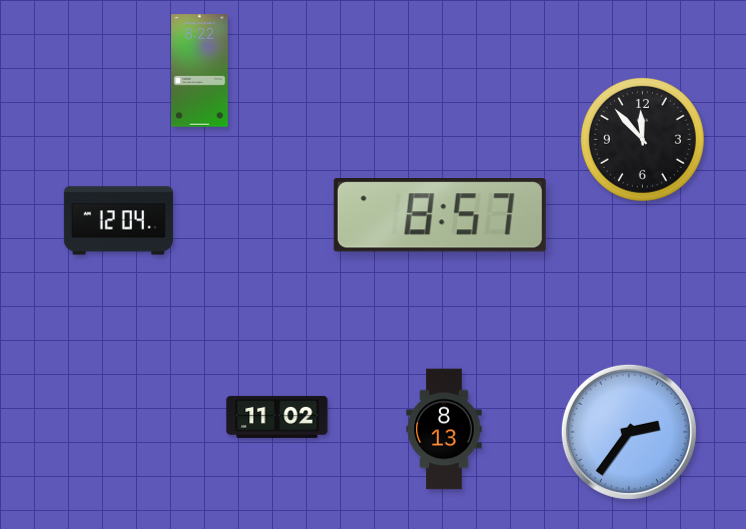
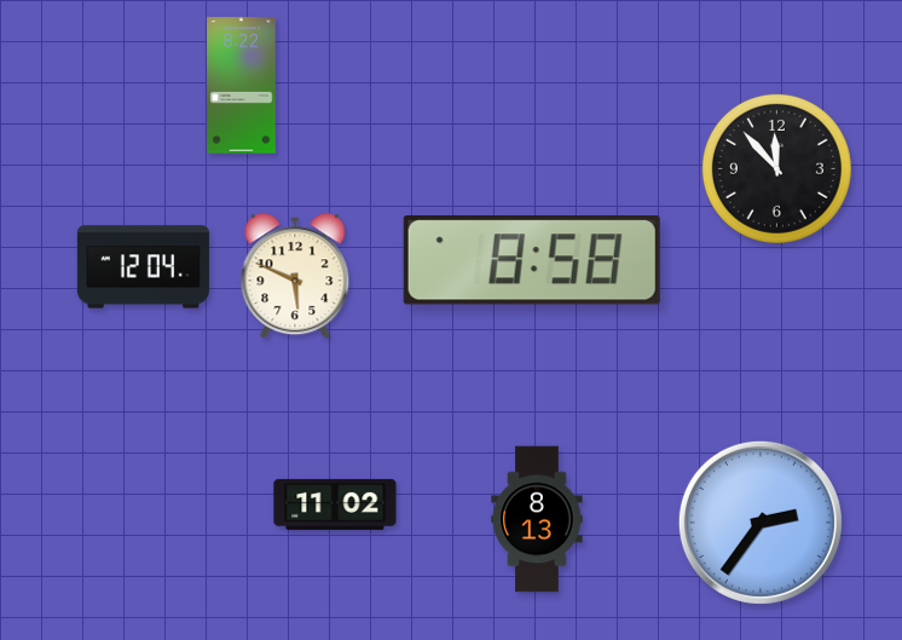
clock at (440, 215): 8:57 -> 8:58
clock at (295, 277): none -> 5:49
